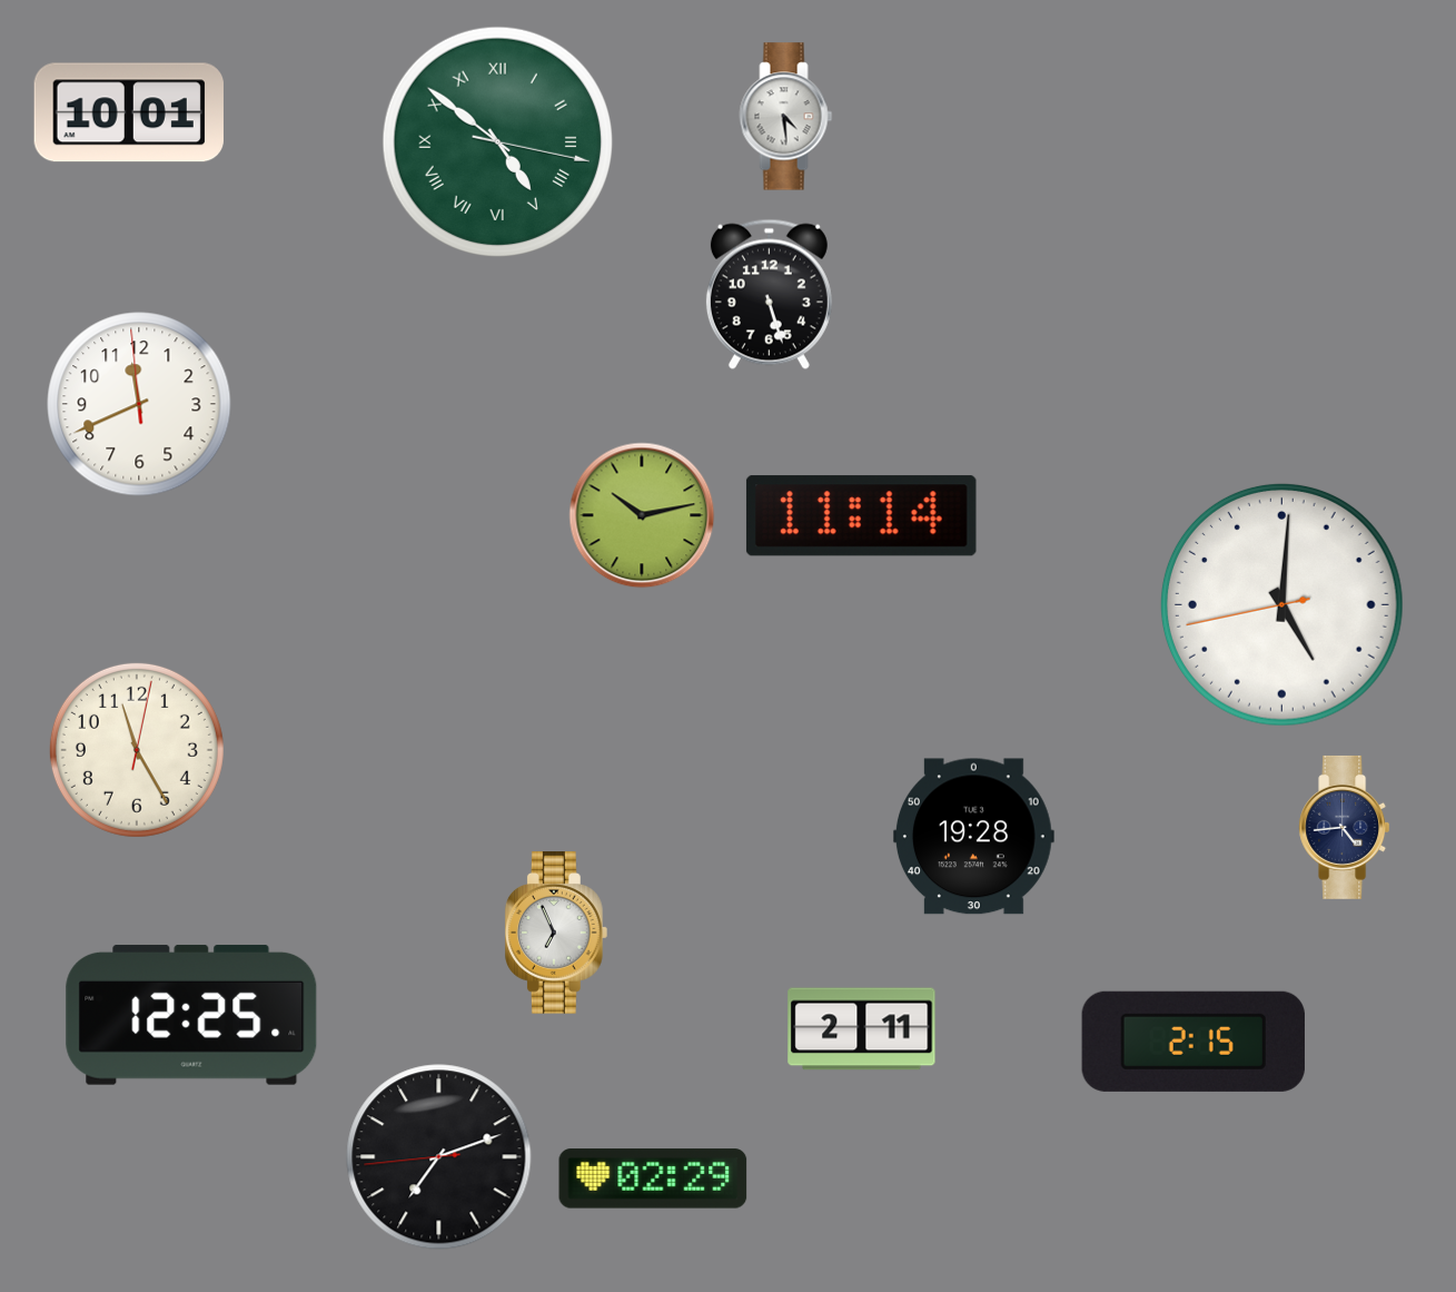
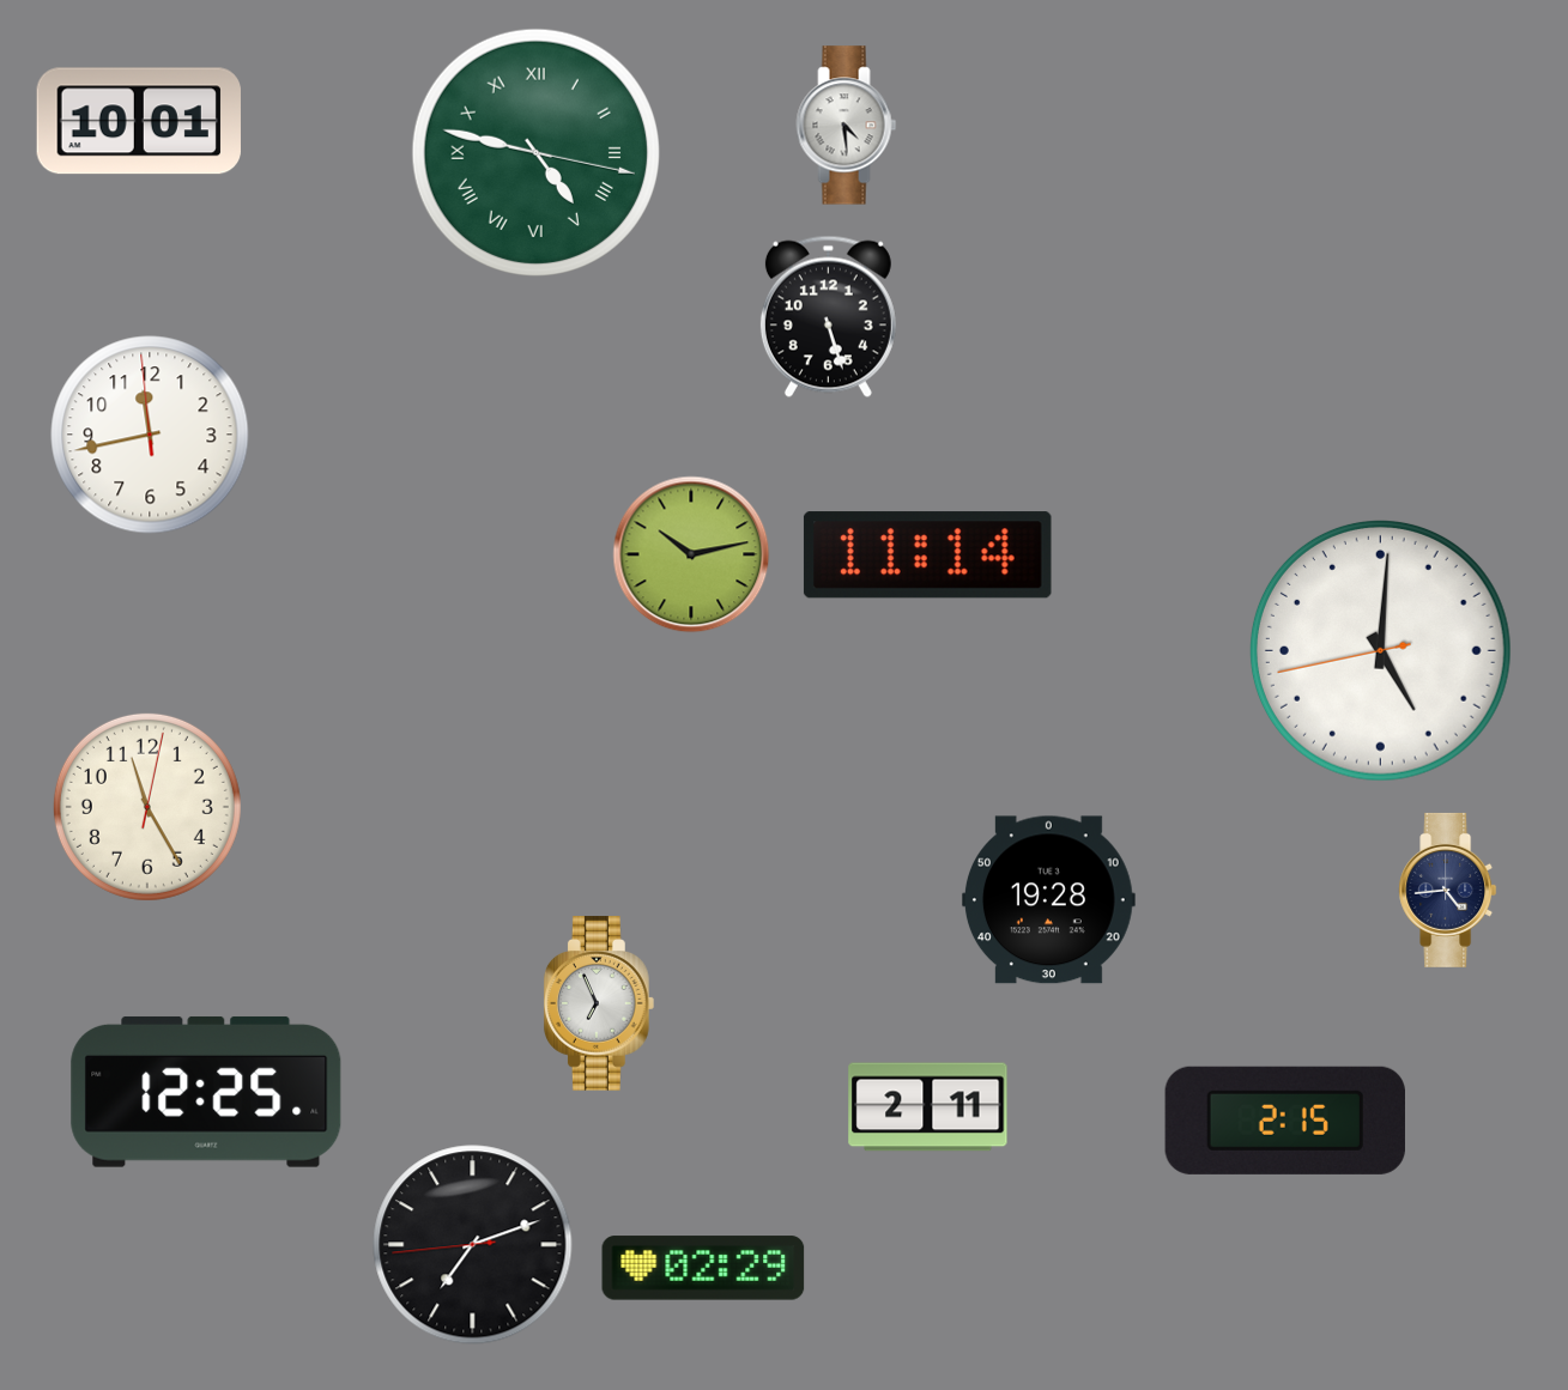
clock at (497, 141): 4:51 -> 4:47
clock at (139, 404): 11:40 -> 11:42
